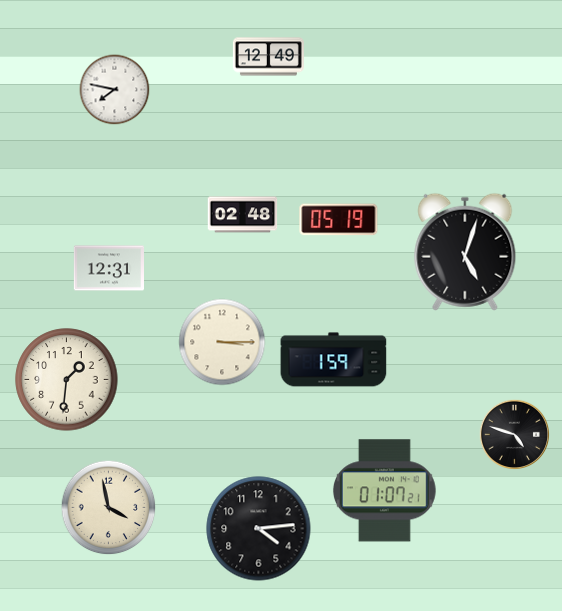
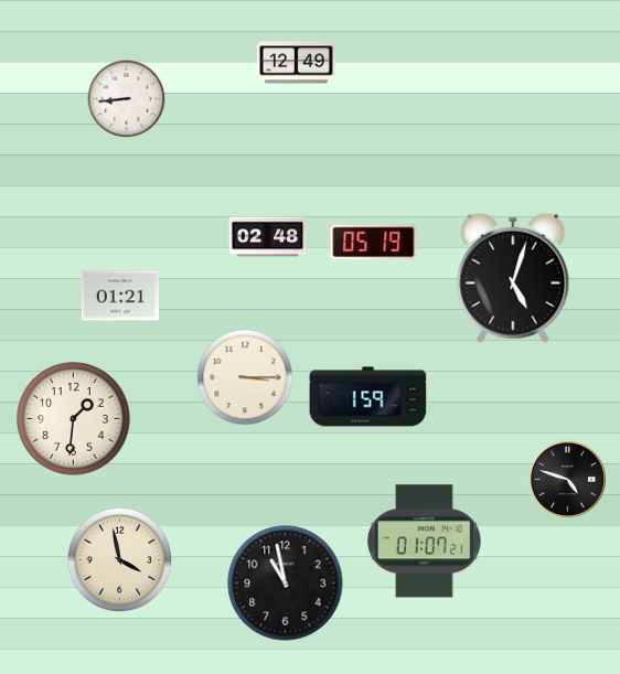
clock at (115, 90): 7:47 -> 8:44
clock at (108, 268): 12:31 -> 01:21
clock at (259, 529): 4:14 -> 10:58
